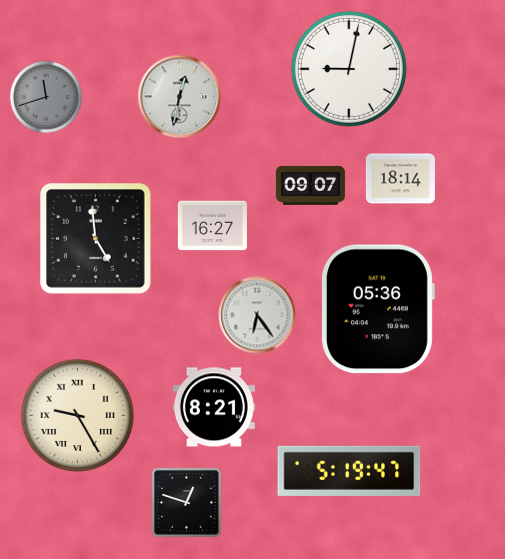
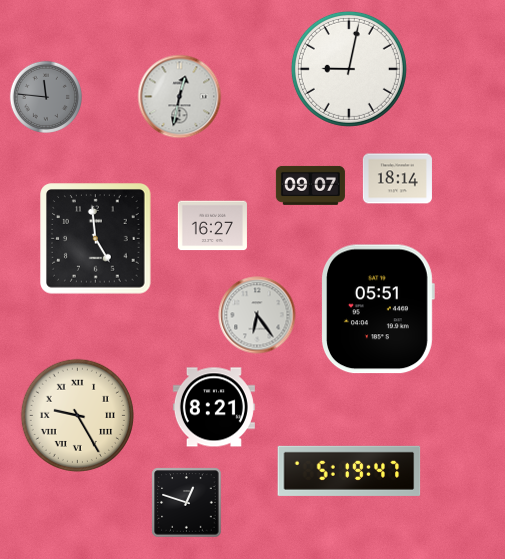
clock at (46, 97): 11:42 -> 11:46
clock at (400, 179) position: (400, 179) -> (397, 179)
clock at (378, 309): 05:36 -> 05:51
